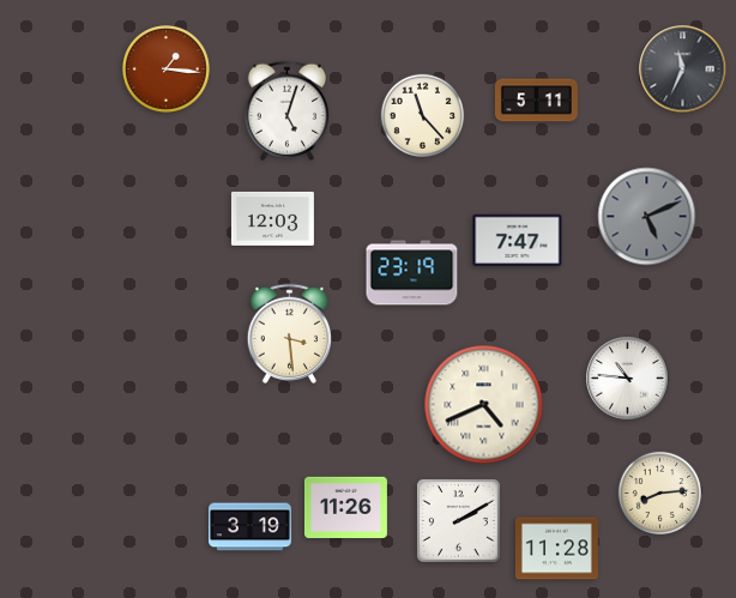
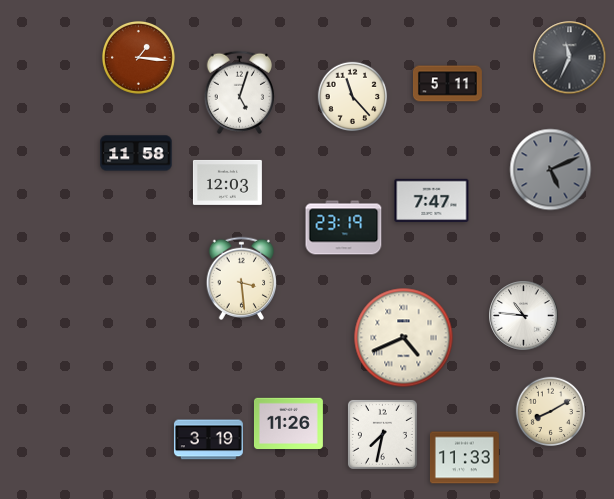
clock at (136, 153): none -> 11:58
clock at (647, 217) position: (647, 217) -> (551, 170)
clock at (660, 494): 8:14 -> 8:10
clock at (458, 520): 2:10 -> 7:32
clock at (556, 549): 11:28 -> 11:33
